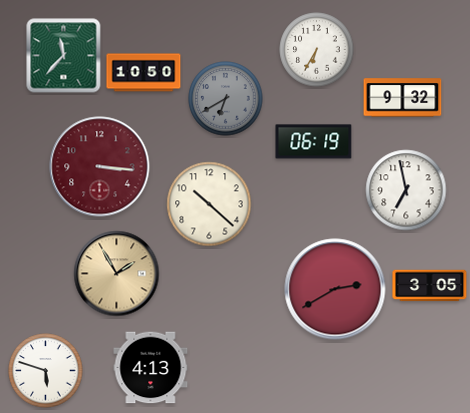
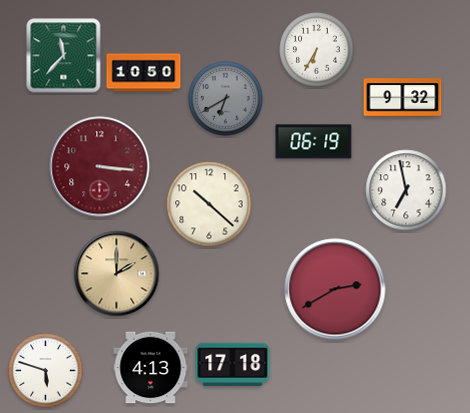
clock at (117, 274): 1:55 -> 2:00
clock at (430, 286): 3:05 -> none
clock at (233, 364): none -> 17:18
